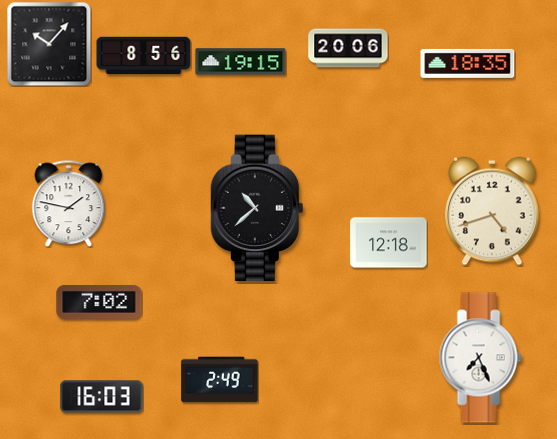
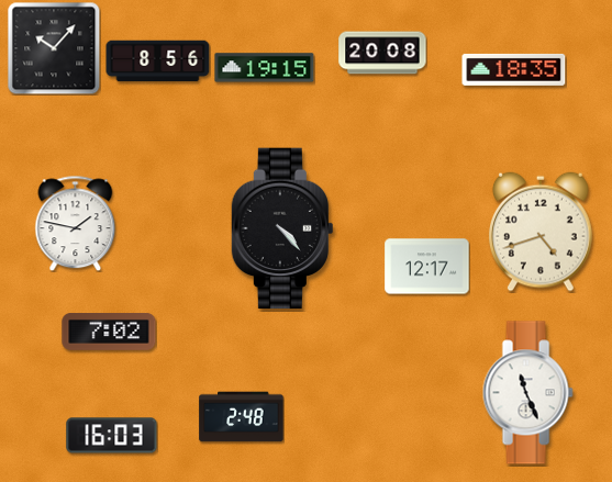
clock at (348, 48): 20:06 -> 20:08
clock at (256, 208): 10:38 -> 4:23
clock at (389, 243): 12:18 -> 12:17
clock at (480, 358): 7:26 -> 11:26
clock at (220, 380): 2:49 -> 2:48
